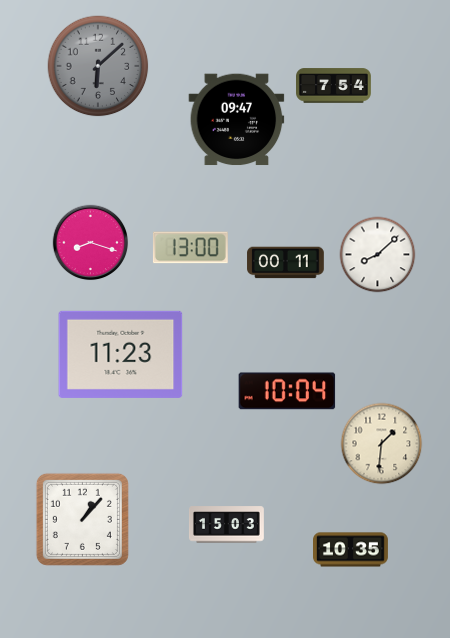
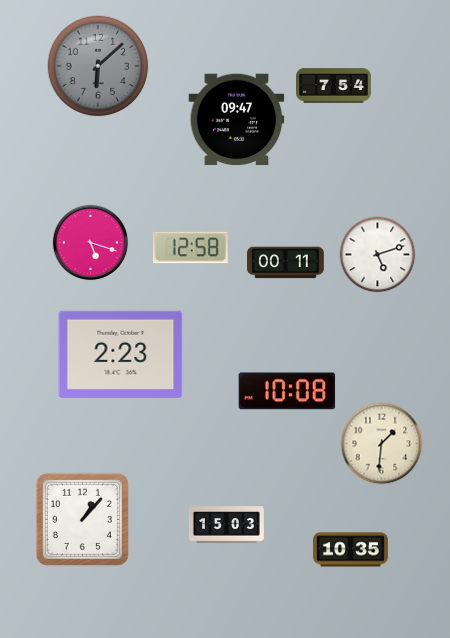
clock at (91, 243): 8:18 -> 5:18
clock at (190, 248): 13:00 -> 12:58
clock at (378, 255): 8:08 -> 5:12
clock at (121, 354): 11:23 -> 2:23
clock at (287, 391): 10:04 -> 10:08
